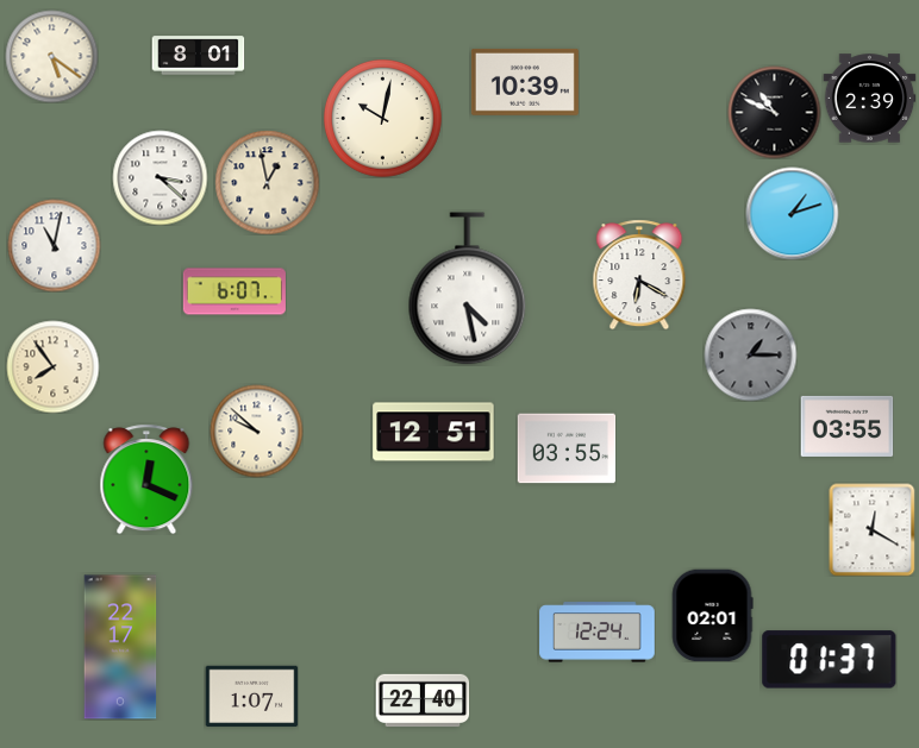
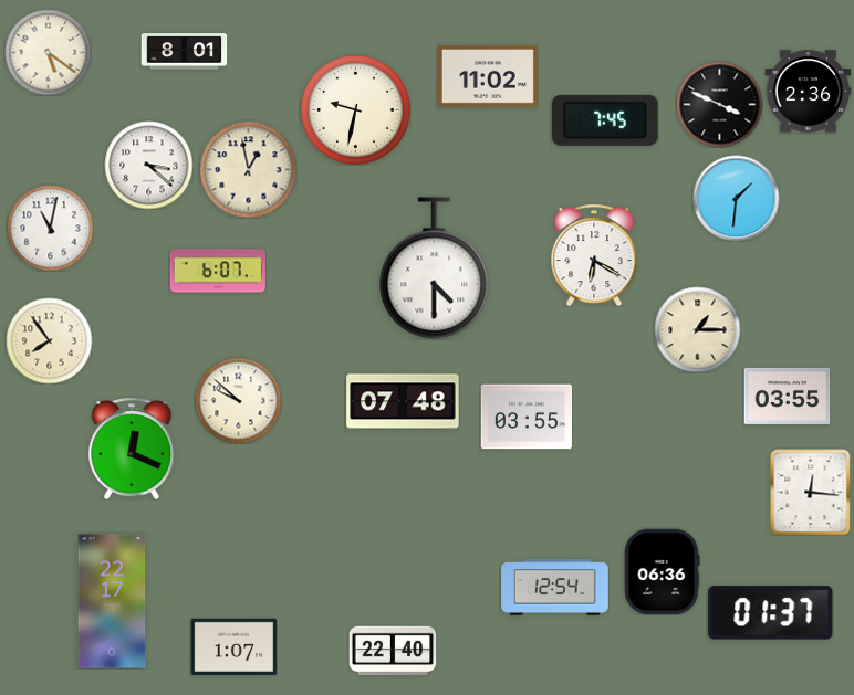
clock at (525, 82): 10:39 -> 11:02
clock at (869, 99): 2:39 -> 2:36
clock at (774, 112): 10:49 -> 3:49
clock at (383, 119): 10:02 -> 9:32
clock at (605, 120): none -> 7:45
clock at (792, 213): 1:12 -> 1:31
clock at (468, 289): 4:28 -> 4:30
clock at (750, 354) dial: grey -> cream
clock at (433, 432): 12:51 -> 07:48
clock at (146, 479) position: (146, 479) -> (132, 449)
clock at (873, 529): 12:20 -> 12:16
clock at (712, 615): 02:01 -> 06:36
clock at (598, 633): 12:24 -> 12:54
